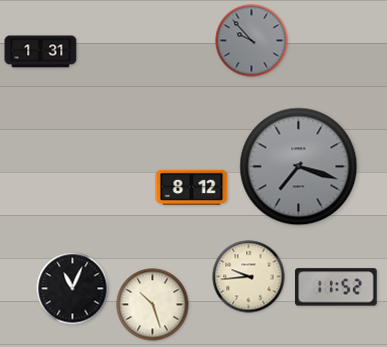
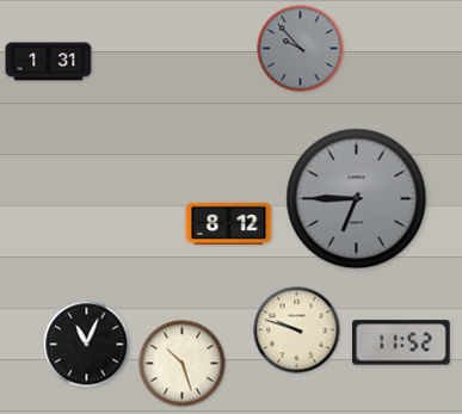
clock at (299, 167): 7:18 -> 6:45
clock at (249, 277): 9:44 -> 9:48
